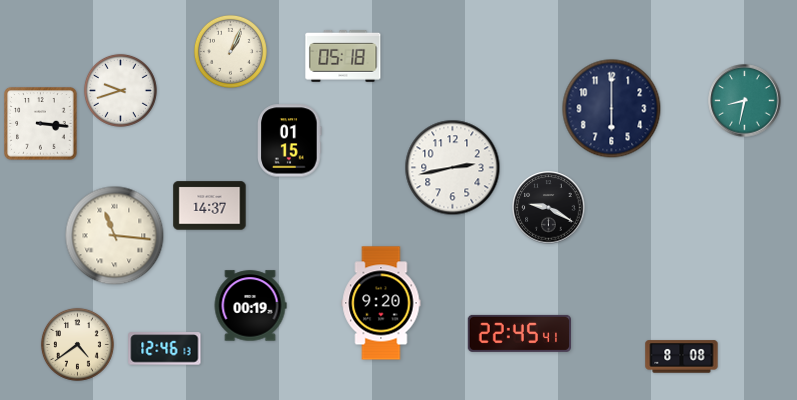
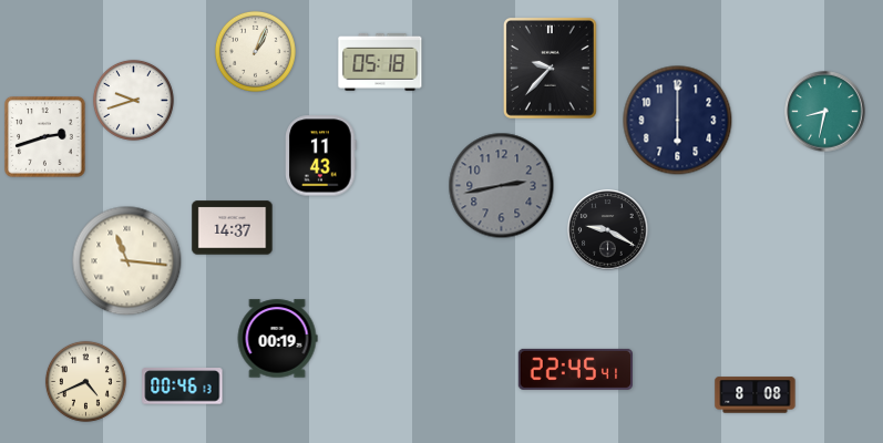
clock at (230, 51) position: (230, 51) -> (255, 51)
clock at (550, 68): none -> 9:37
clock at (41, 124): 3:16 -> 2:42
clock at (290, 141): 01:15 -> 11:43
clock at (453, 168) dial: white -> grey
clock at (381, 303): 9:20 -> none
clock at (77, 344): 4:39 -> 4:41
clock at (165, 349): 12:46 -> 00:46
